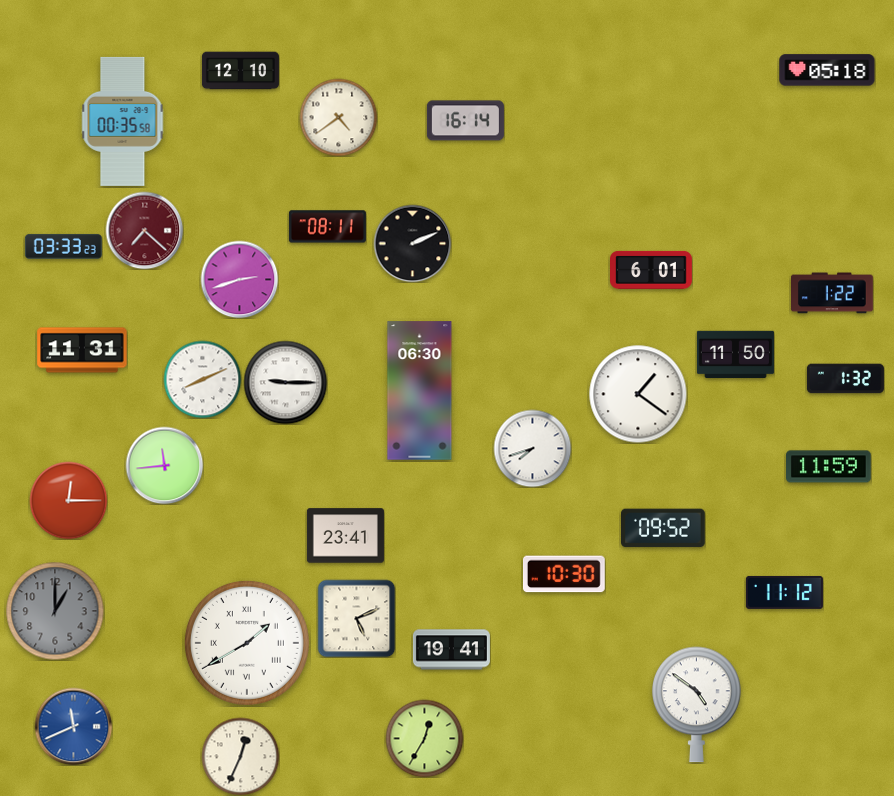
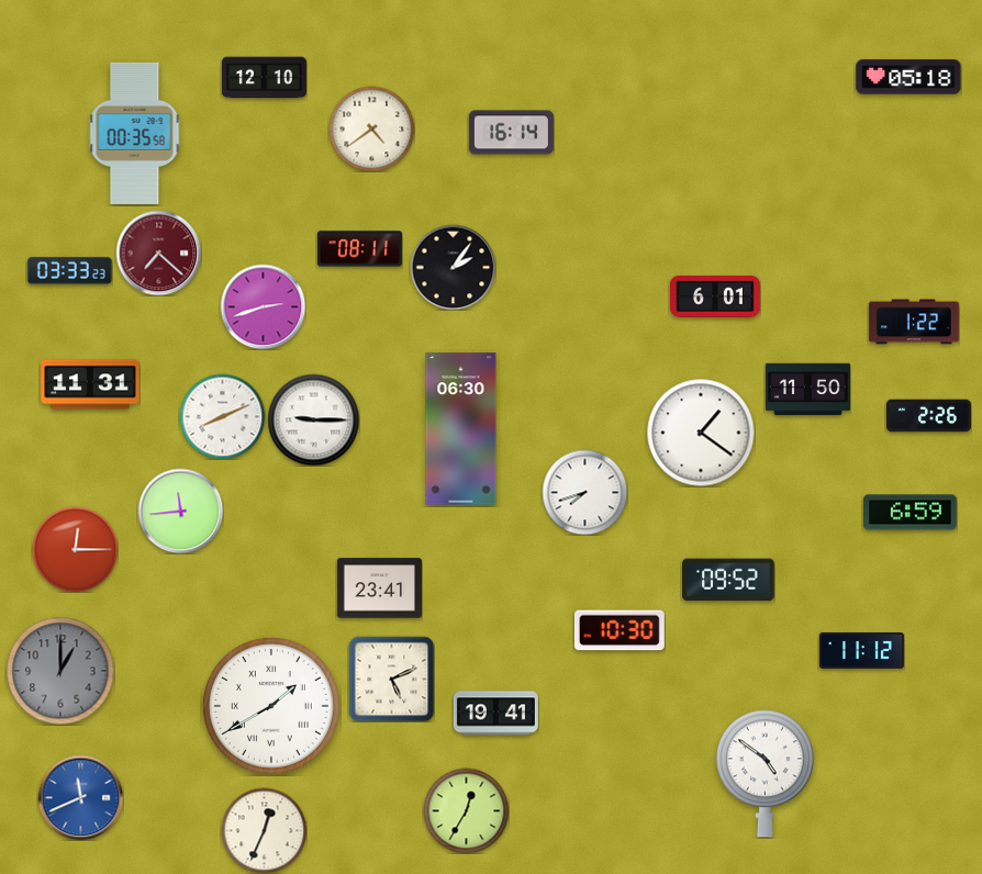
clock at (412, 243): 2:11 -> 2:06
clock at (845, 379): 1:32 -> 2:26
clock at (829, 467): 11:59 -> 6:59
